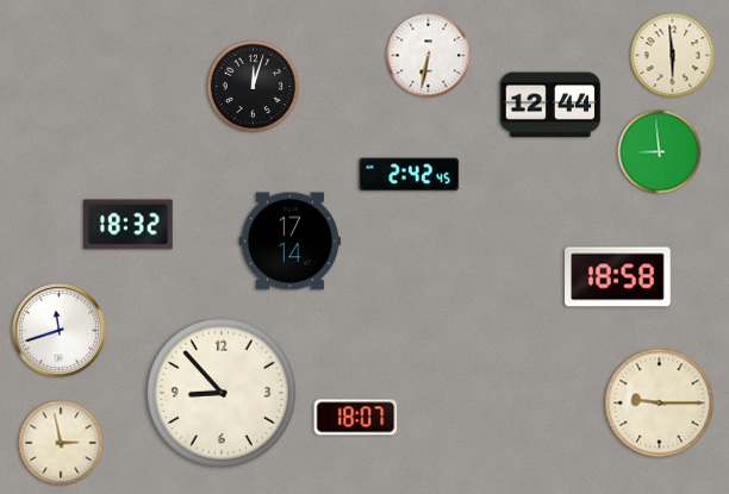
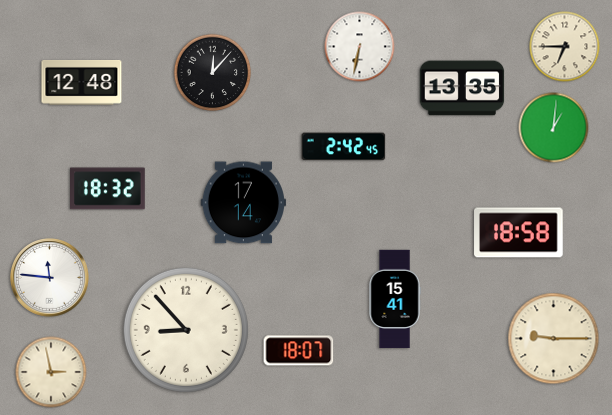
clock at (673, 56): 5:59 -> 6:45
clock at (254, 87): 12:03 -> 12:07
clock at (82, 82): none -> 12:48
clock at (550, 105): 12:44 -> 13:35
clock at (660, 152): 8:59 -> 1:01
clock at (58, 330): 11:42 -> 11:46
clock at (395, 299): none -> 15:41
